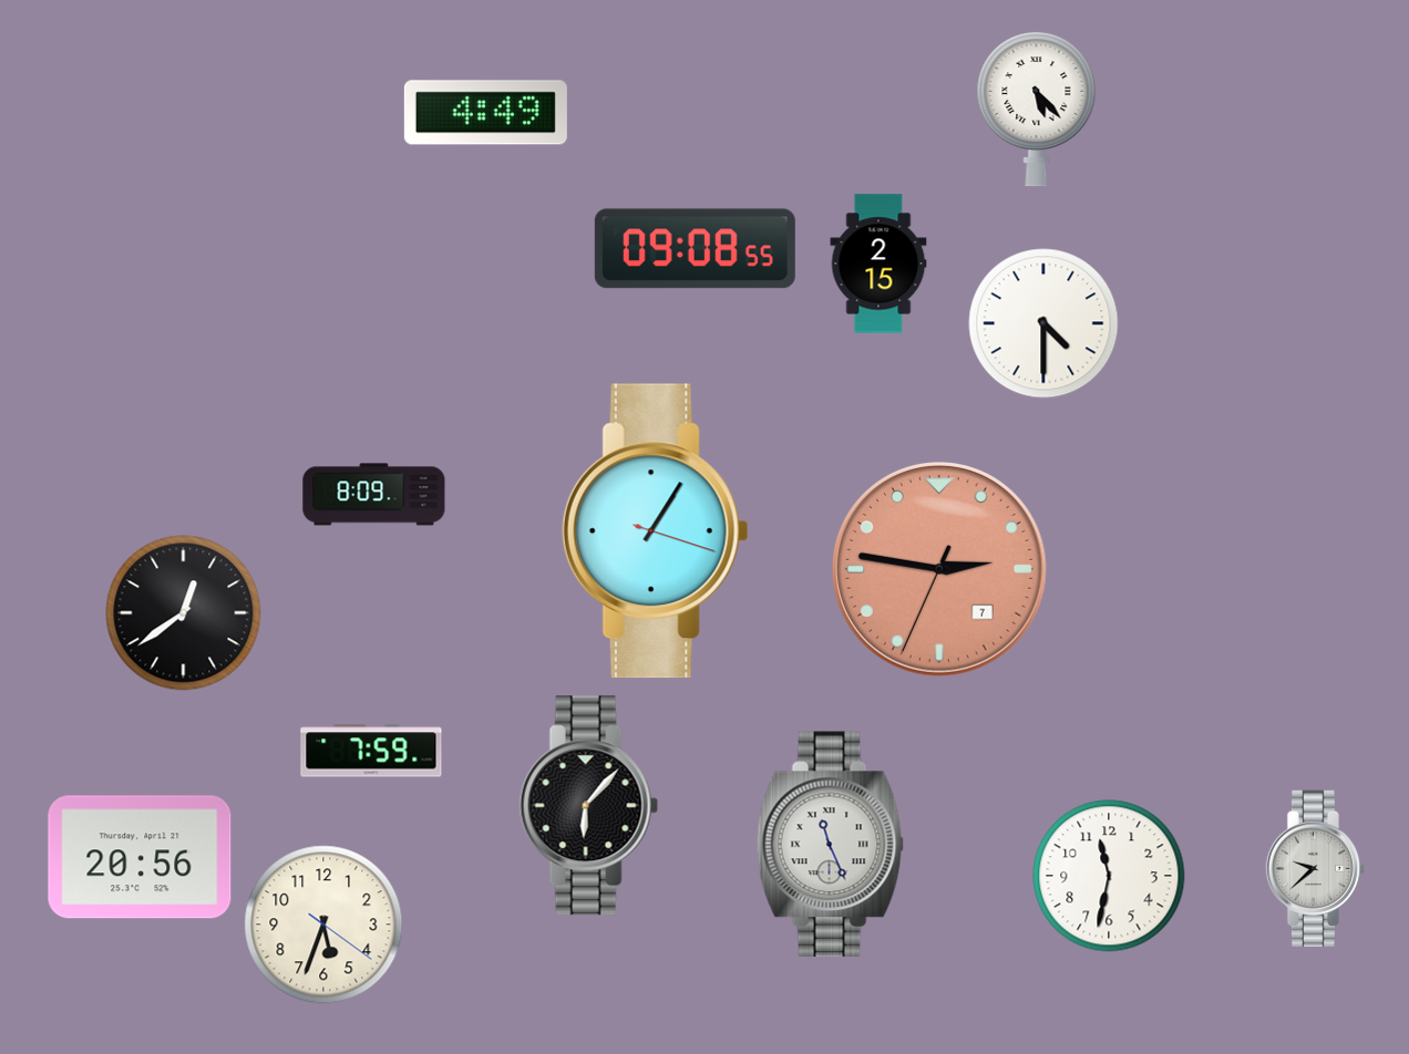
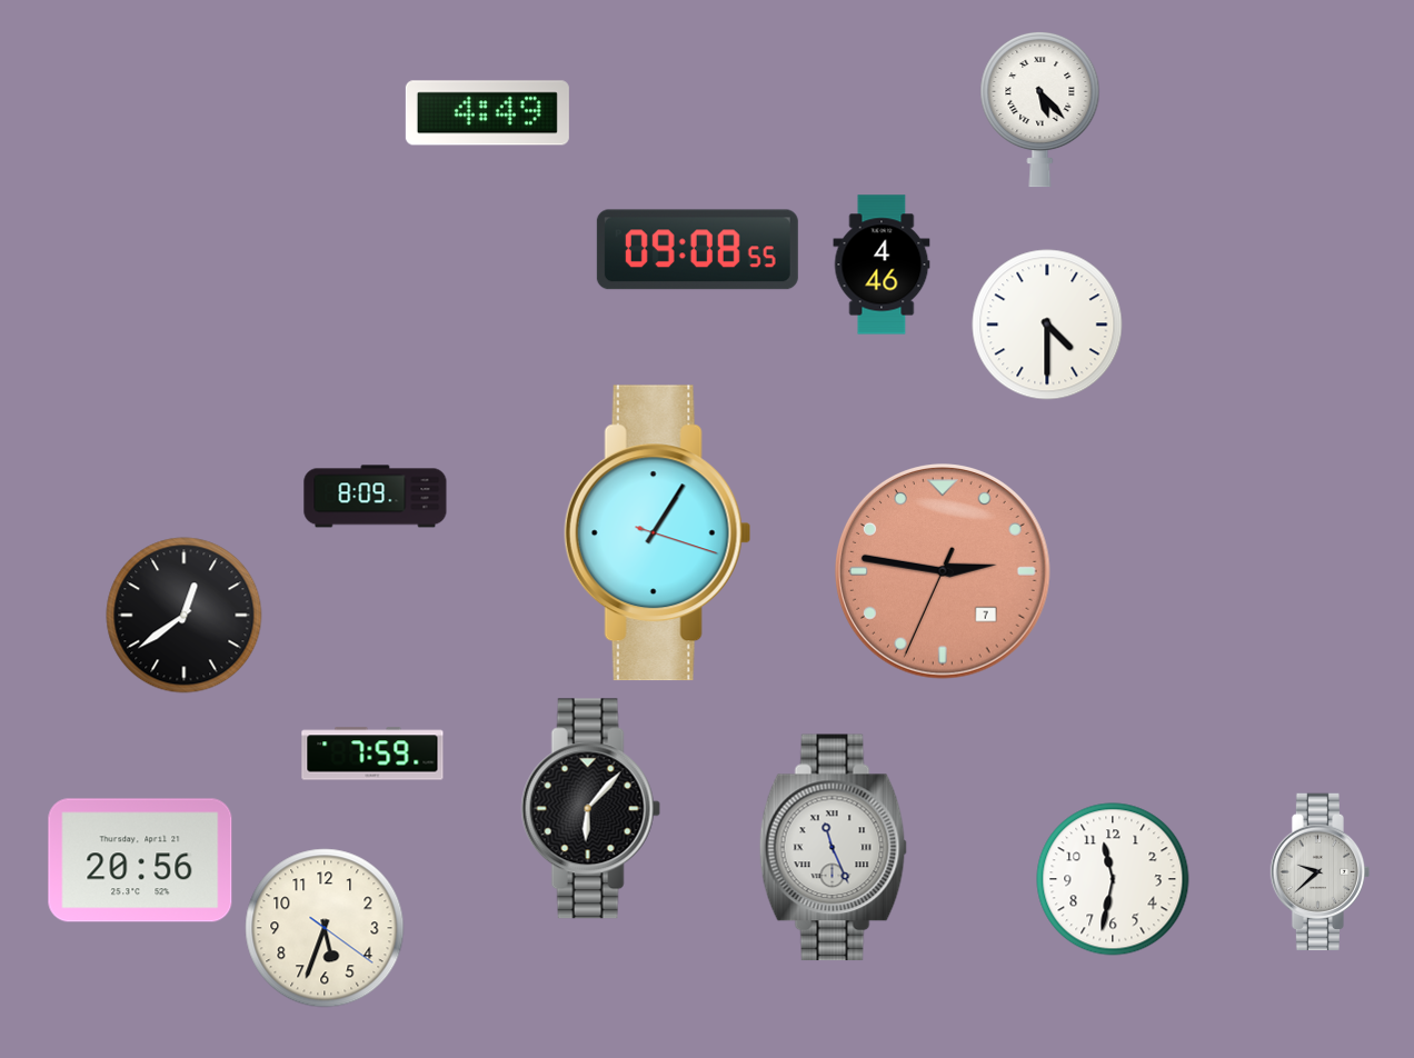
clock at (878, 263): 2:15 -> 4:46
